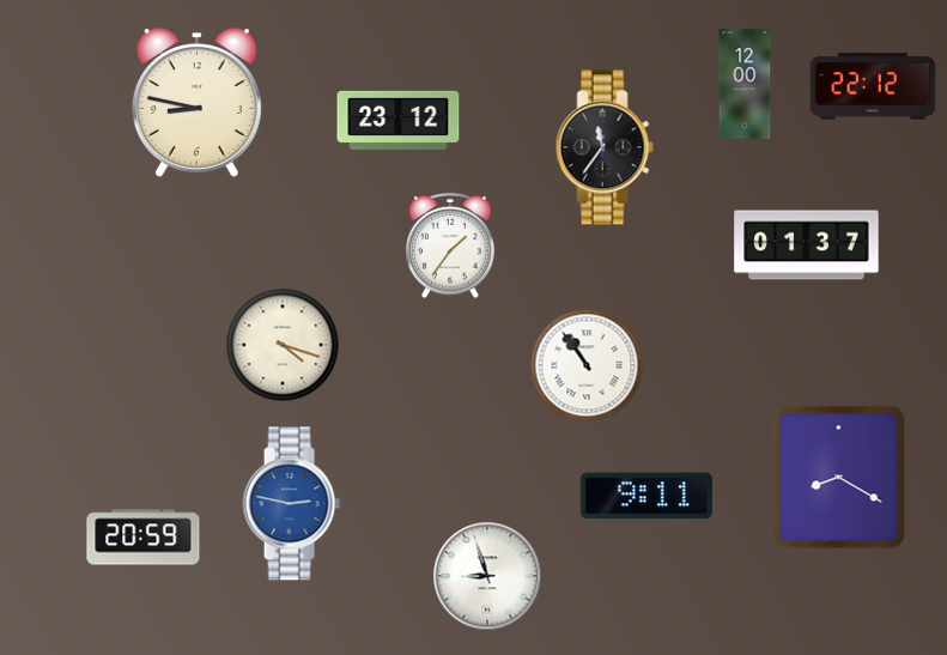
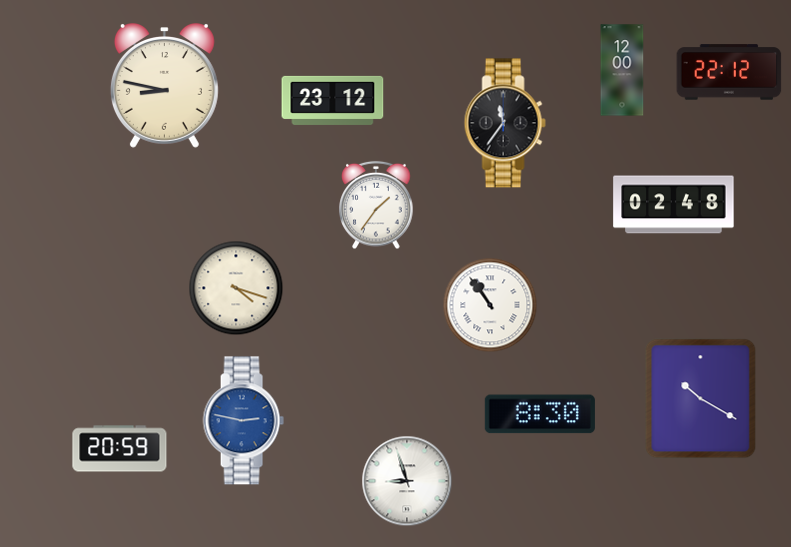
clock at (807, 245): 01:37 -> 02:48
clock at (839, 478): 8:20 -> 10:20
clock at (646, 496): 9:11 -> 8:30
